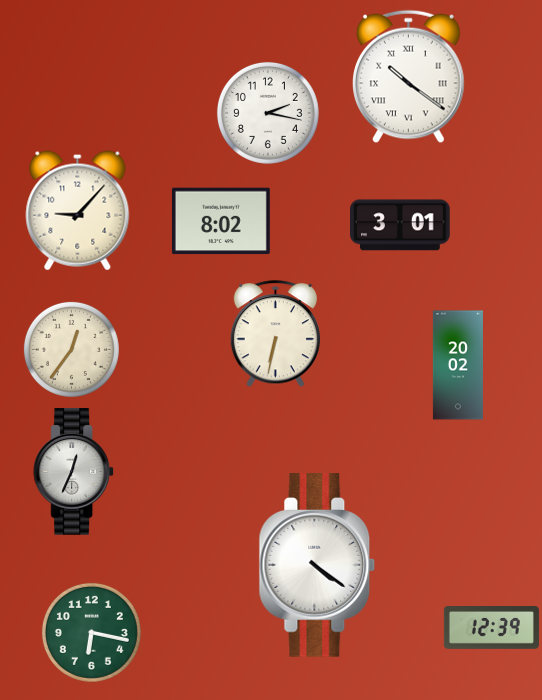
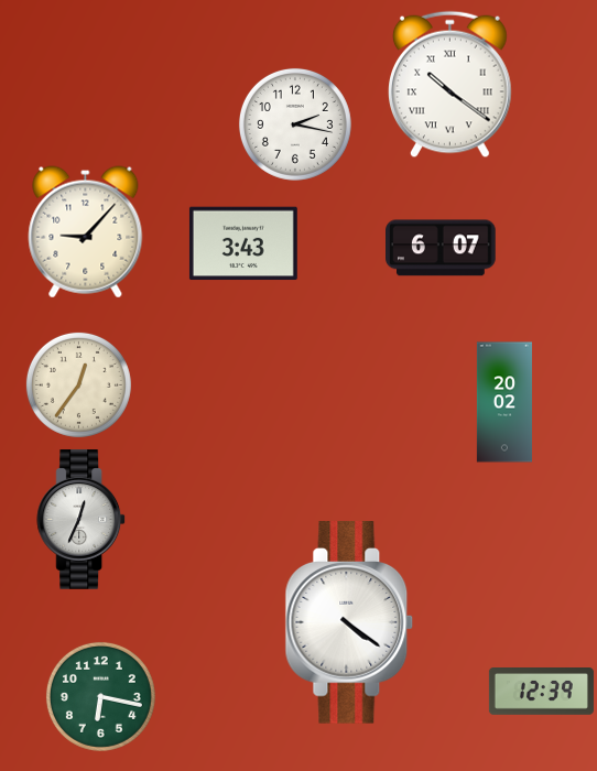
clock at (221, 221): 8:02 -> 3:43
clock at (401, 225): 3:01 -> 6:07
clock at (275, 334): 6:32 -> none
